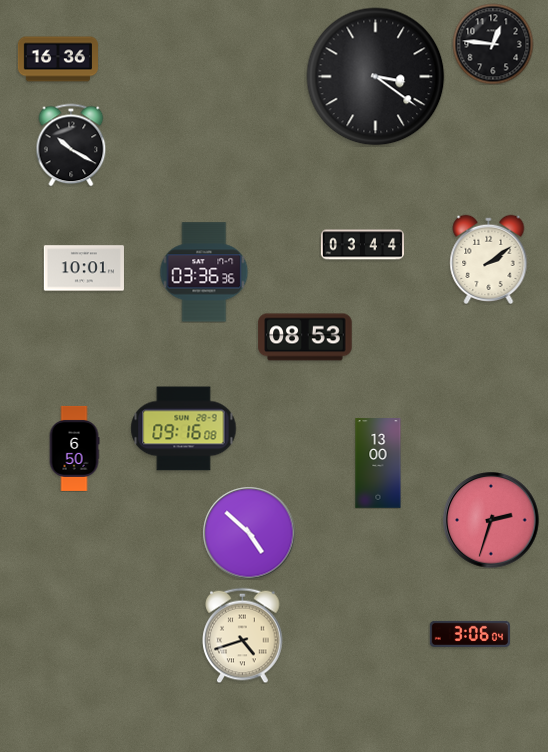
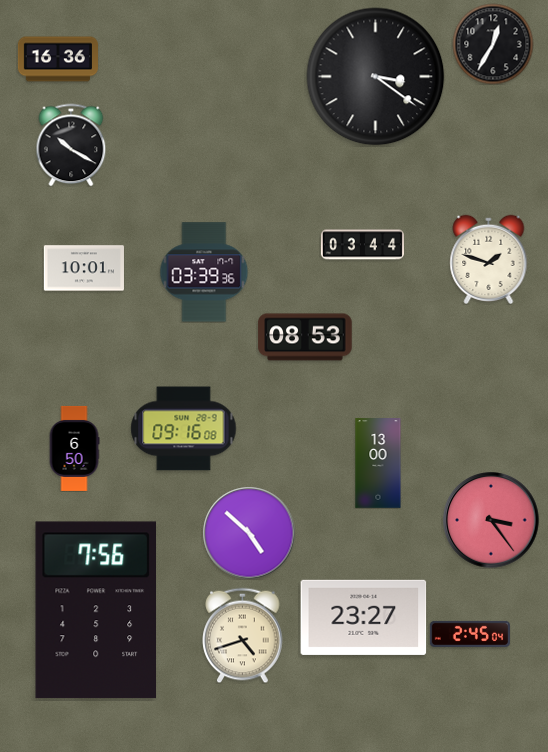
clock at (493, 44): 12:46 -> 12:35
clock at (489, 259): 2:09 -> 1:48
clock at (204, 272): 03:36 -> 03:39
clock at (491, 520): 2:33 -> 3:24
clock at (95, 610): none -> 7:56
clock at (364, 617): none -> 23:27
clock at (470, 634): 3:06 -> 2:45
